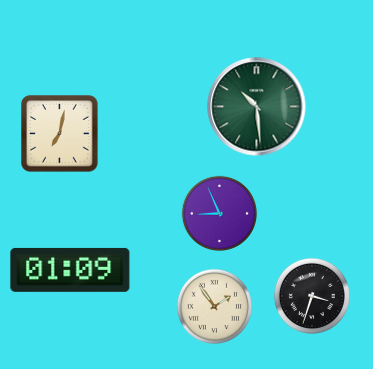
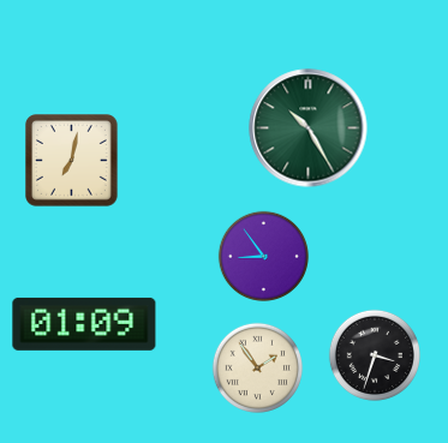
clock at (257, 107): 10:29 -> 10:25
clock at (219, 213): 8:56 -> 8:54
